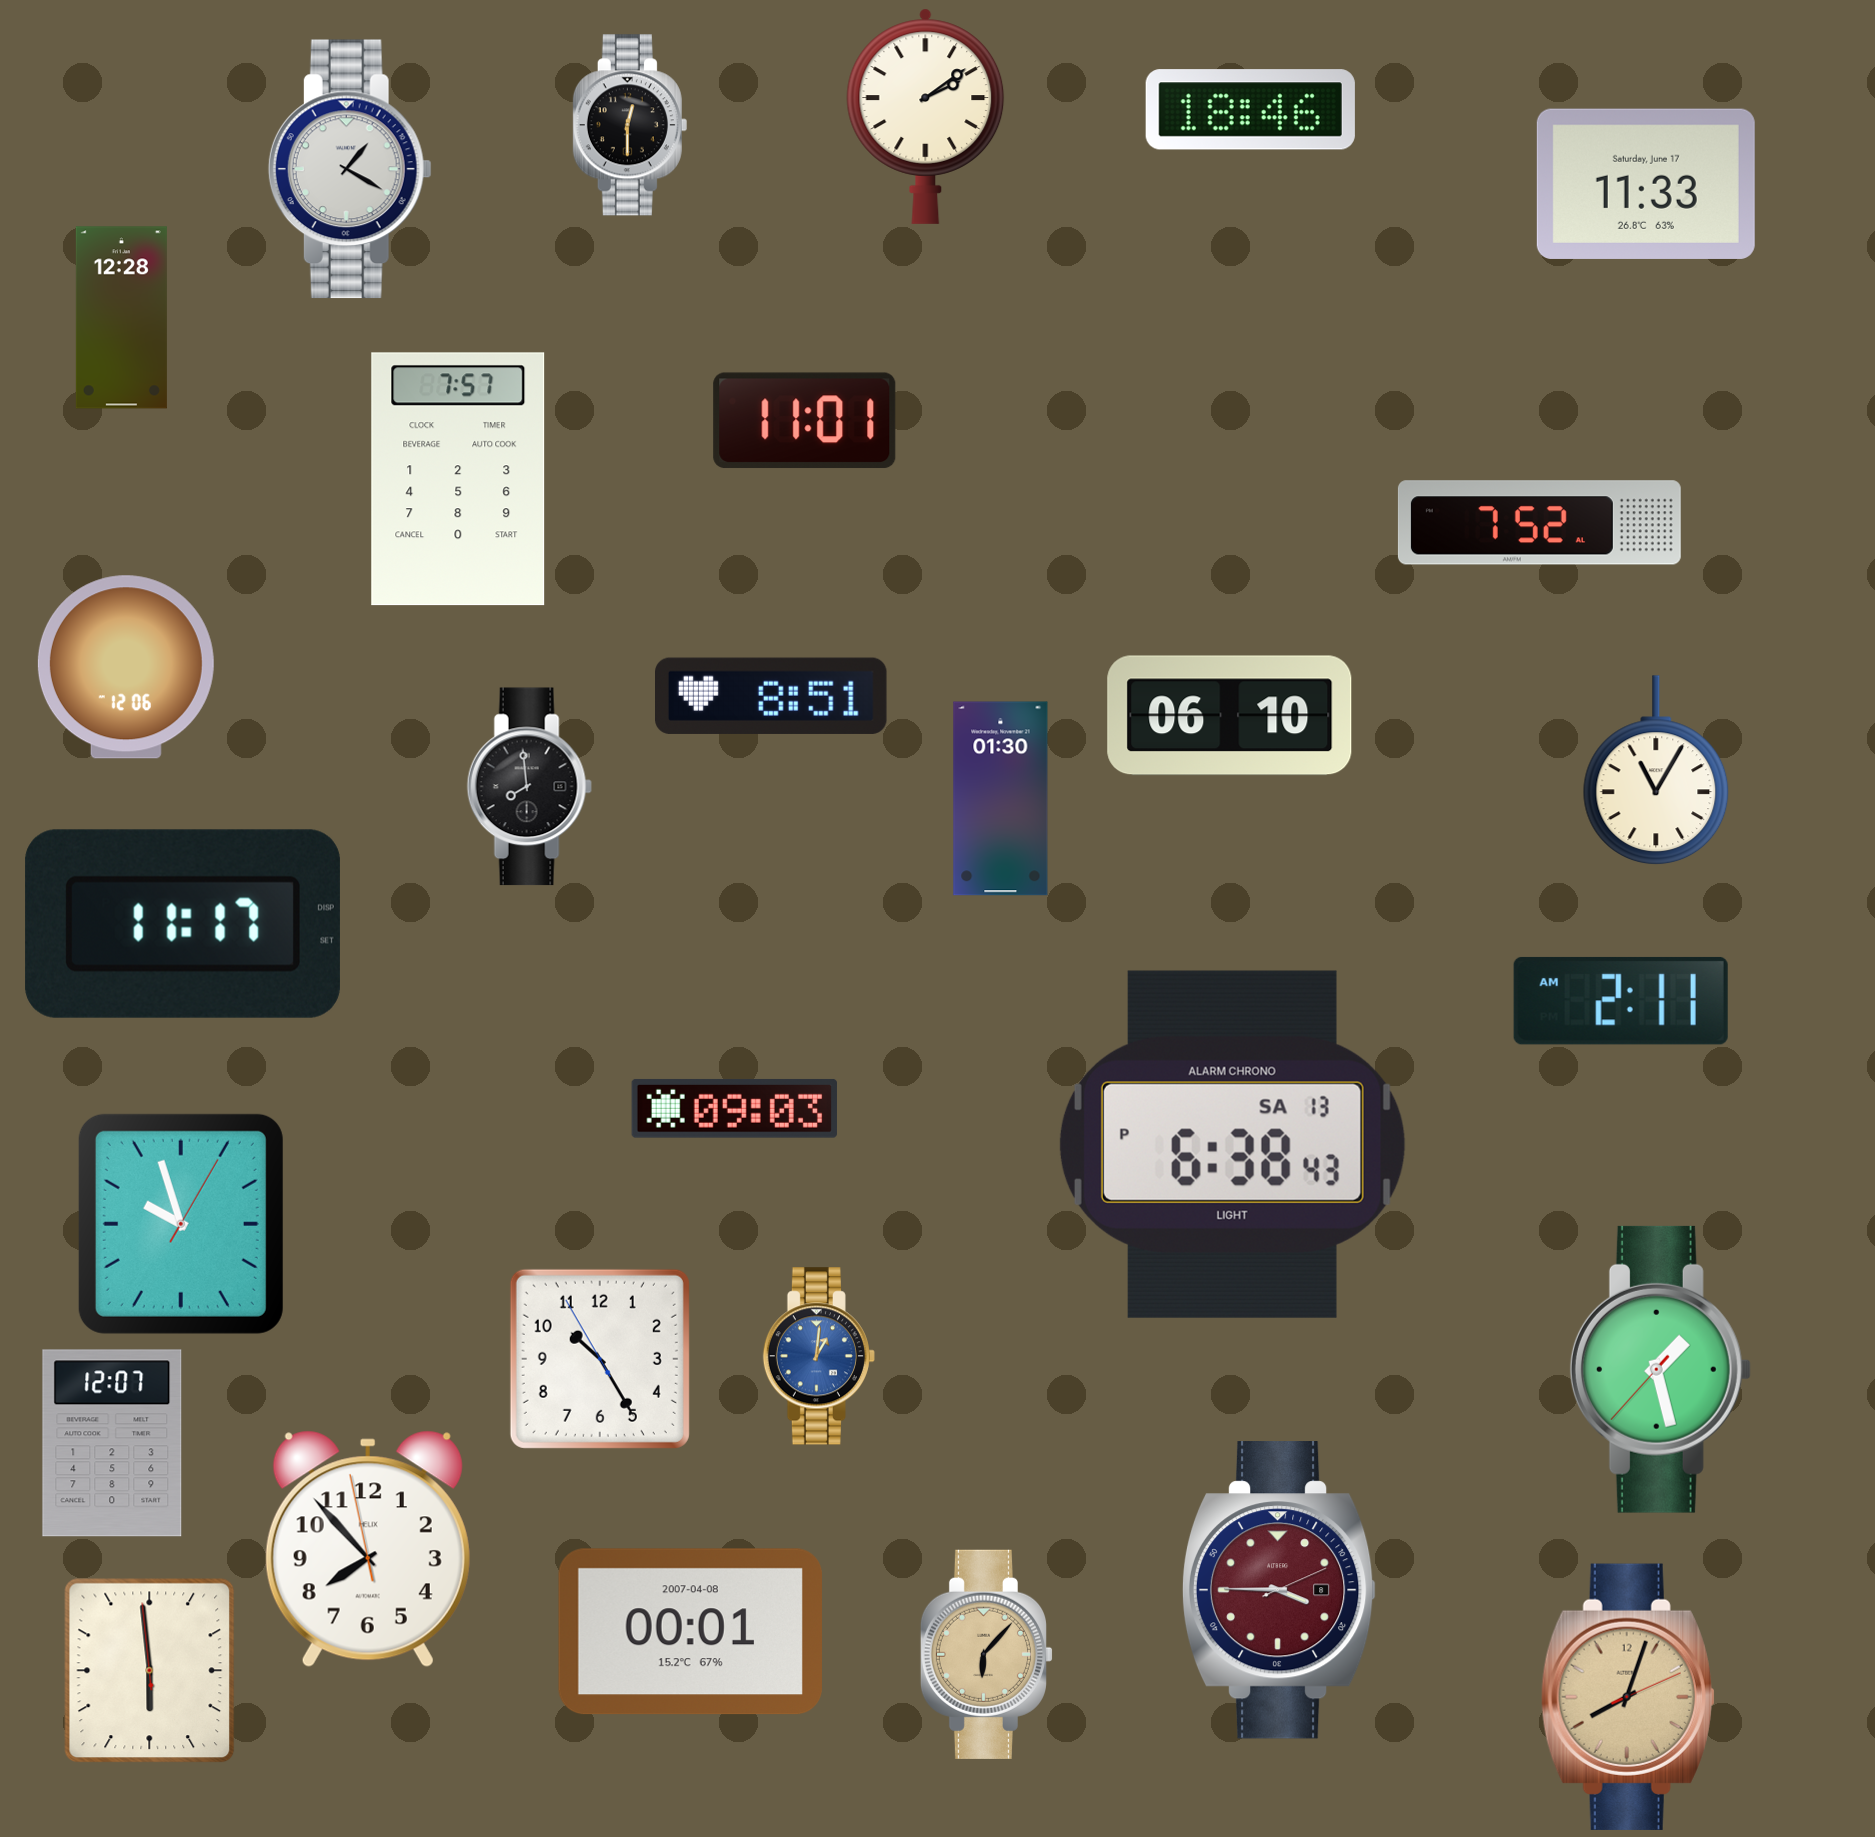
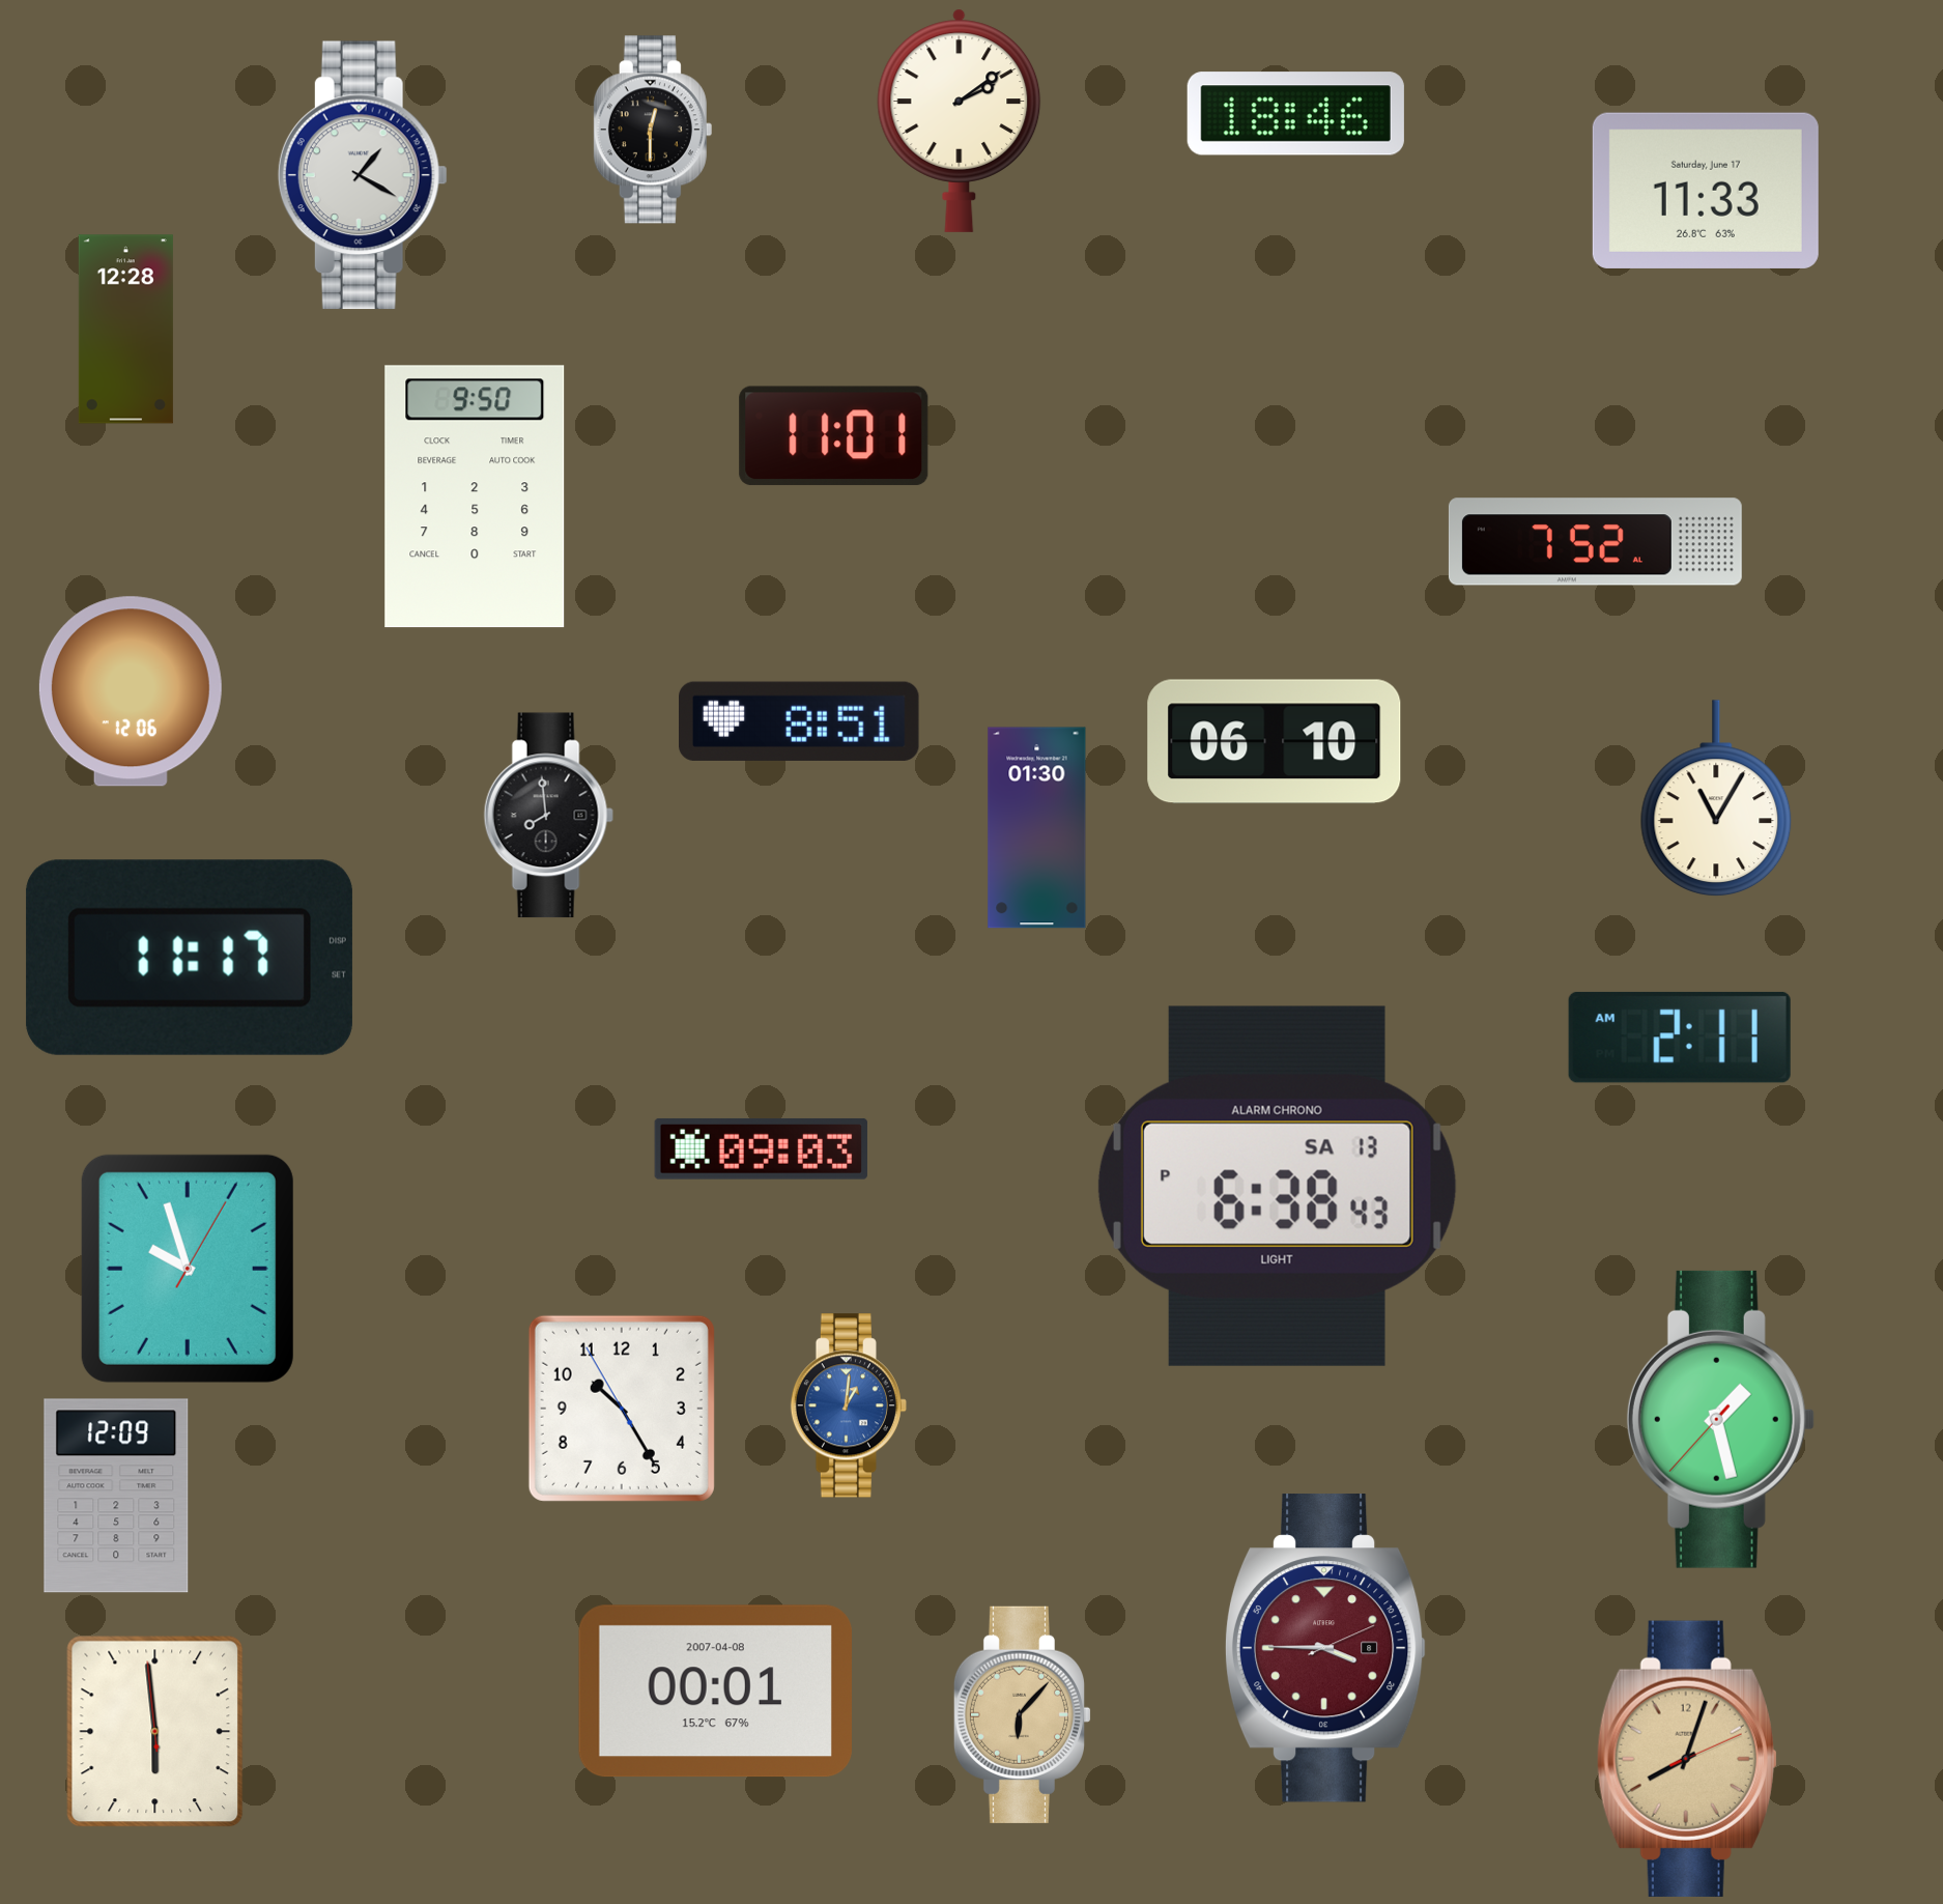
clock at (458, 479): 7:57 -> 9:50
clock at (112, 1443): 12:07 -> 12:09
clock at (368, 1549): 7:52 -> none
